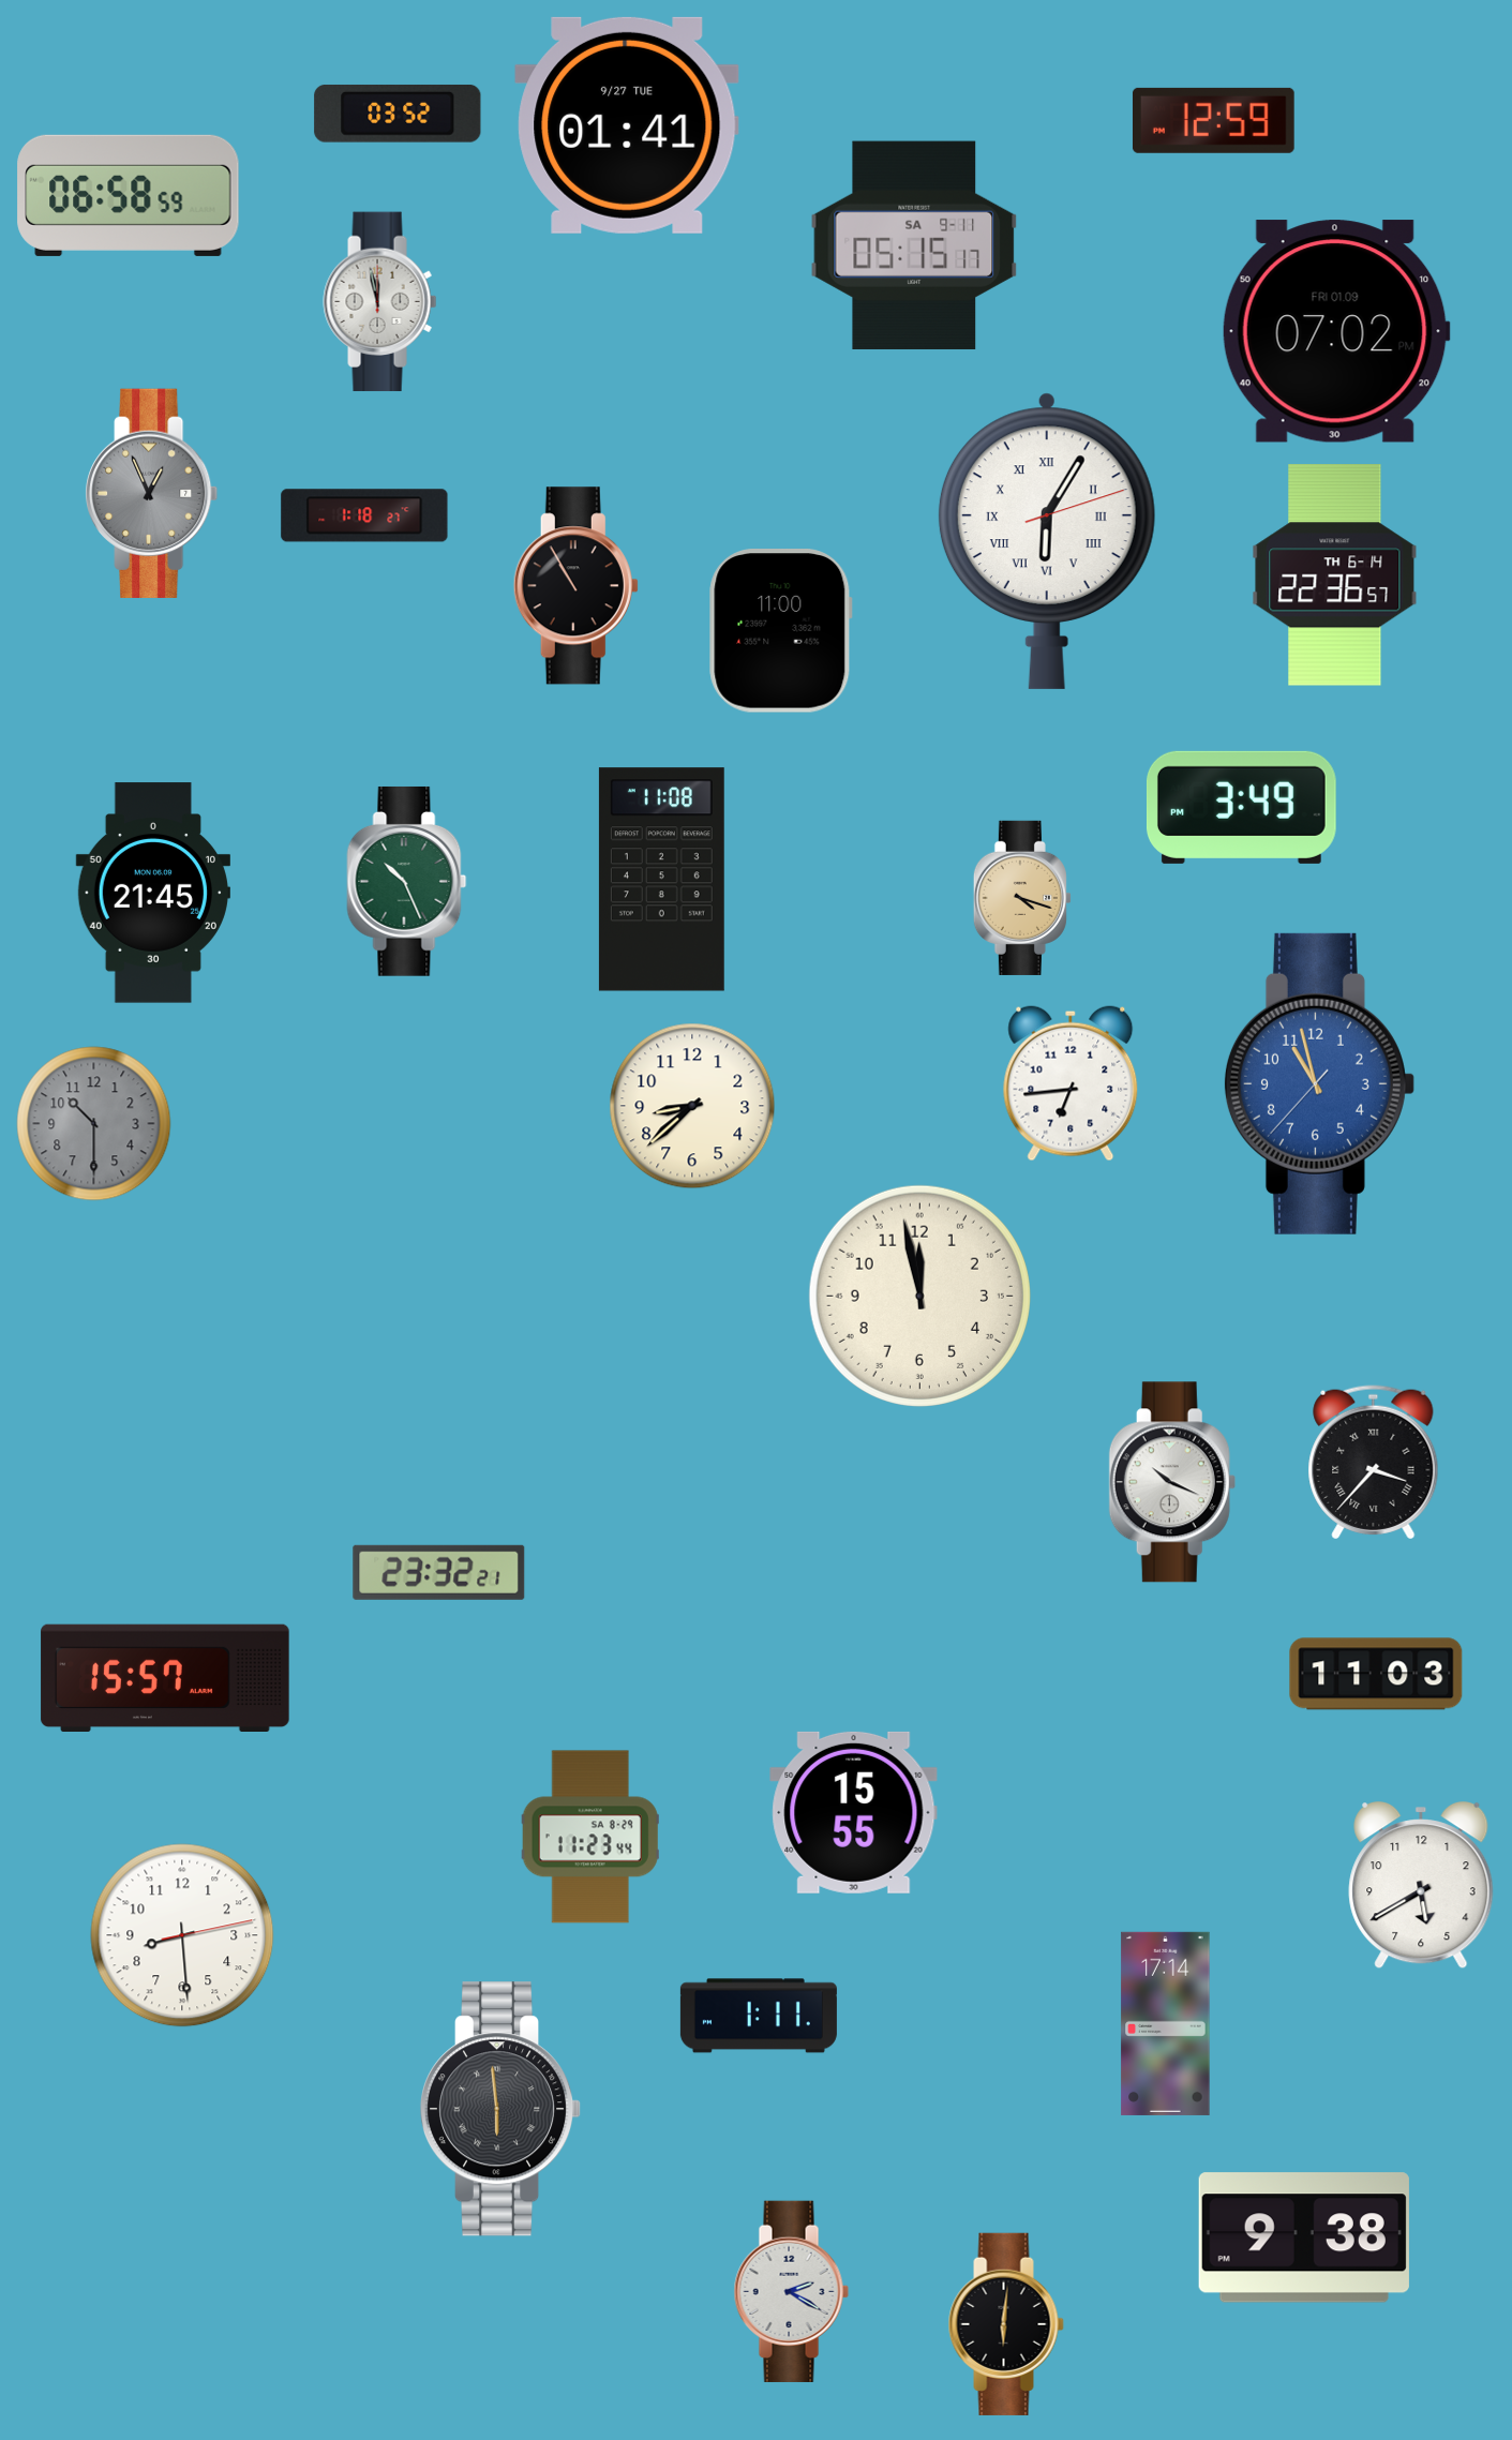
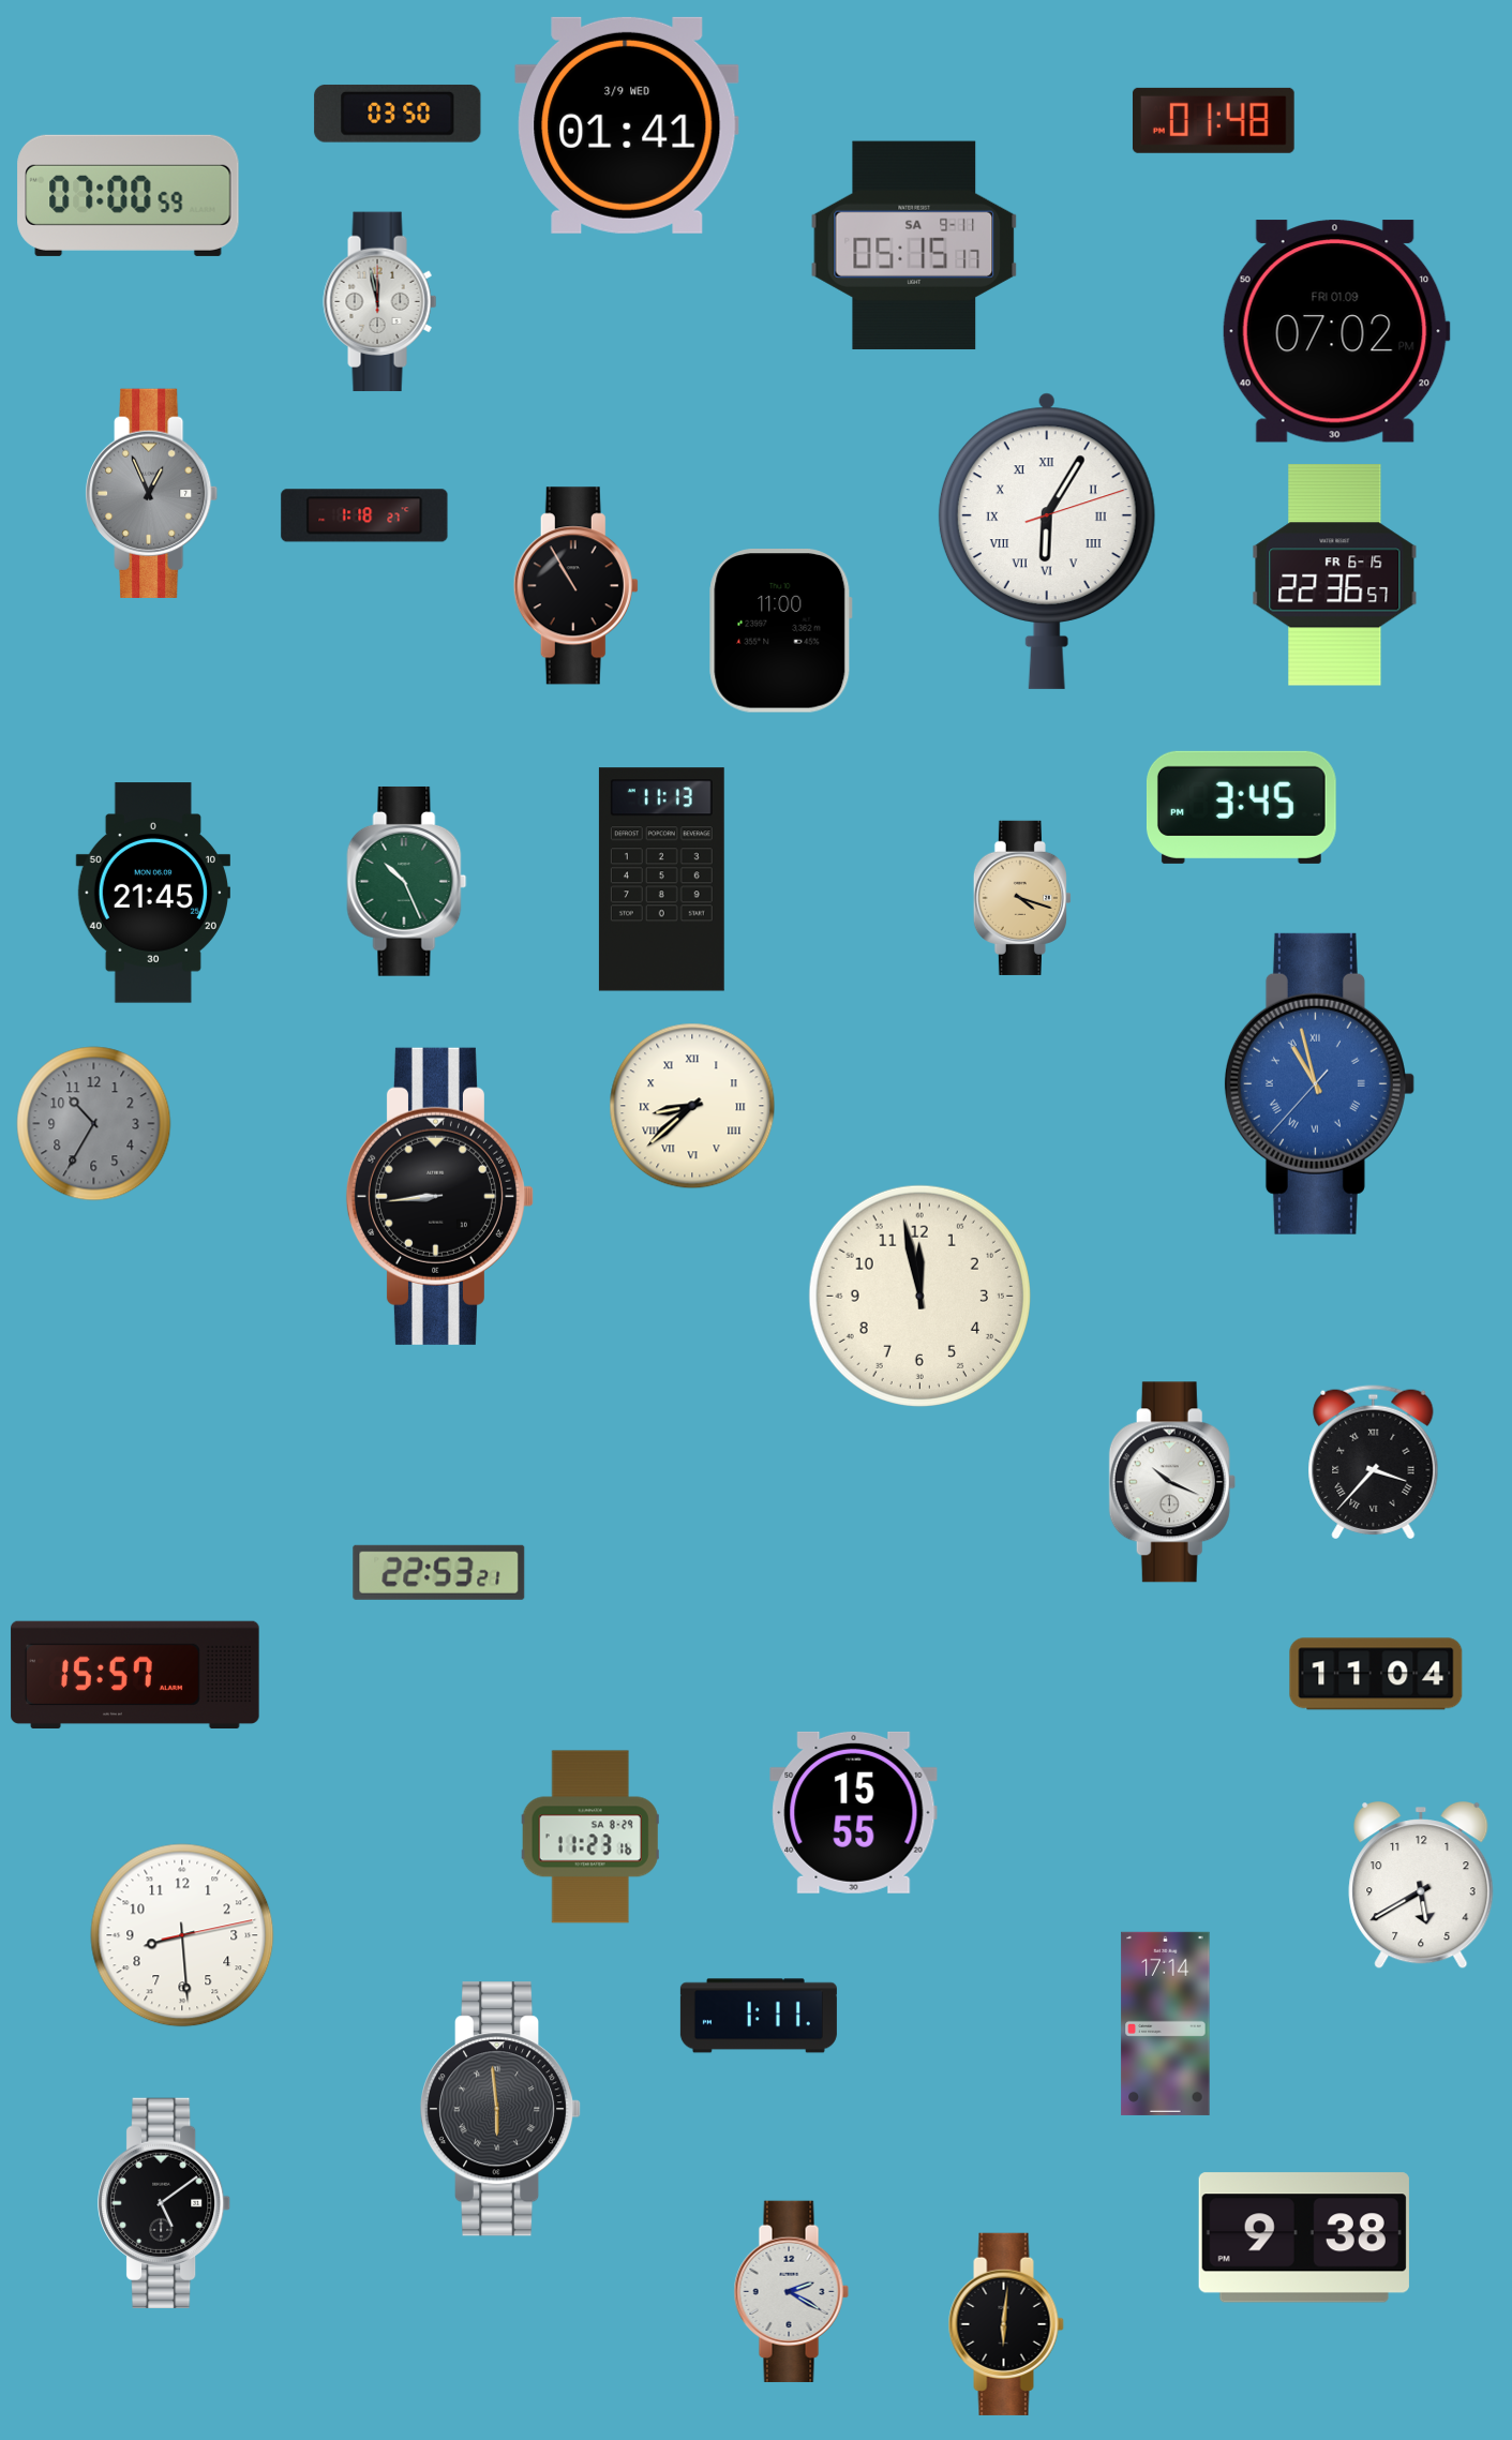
clock at (398, 114): 03:52 -> 03:50
clock at (1213, 120): 12:59 -> 01:48
clock at (627, 125) date: 9/27 TUE -> 3/9 WED
clock at (129, 195): 06:58 -> 07:00
clock at (1335, 575) date: TH 6-14 -> FR 6-15
clock at (1241, 807): 3:49 -> 3:45
clock at (661, 880): 11:08 -> 11:13
clock at (1071, 1083): 6:44 -> none
clock at (1319, 1083) numerals: Arabic -> Roman
clock at (692, 1106) numerals: Arabic -> Roman
clock at (94, 1124): 10:30 -> 10:35
clock at (439, 1196): none -> 8:44
clock at (439, 1572): 23:32 -> 22:53
clock at (1376, 1674): 11:03 -> 11:04
clock at (165, 1677) position: (165, 1677) -> (135, 1674)
clock at (590, 1837): 11:23:44 -> 11:23:16
clock at (165, 2203): none -> 5:09
